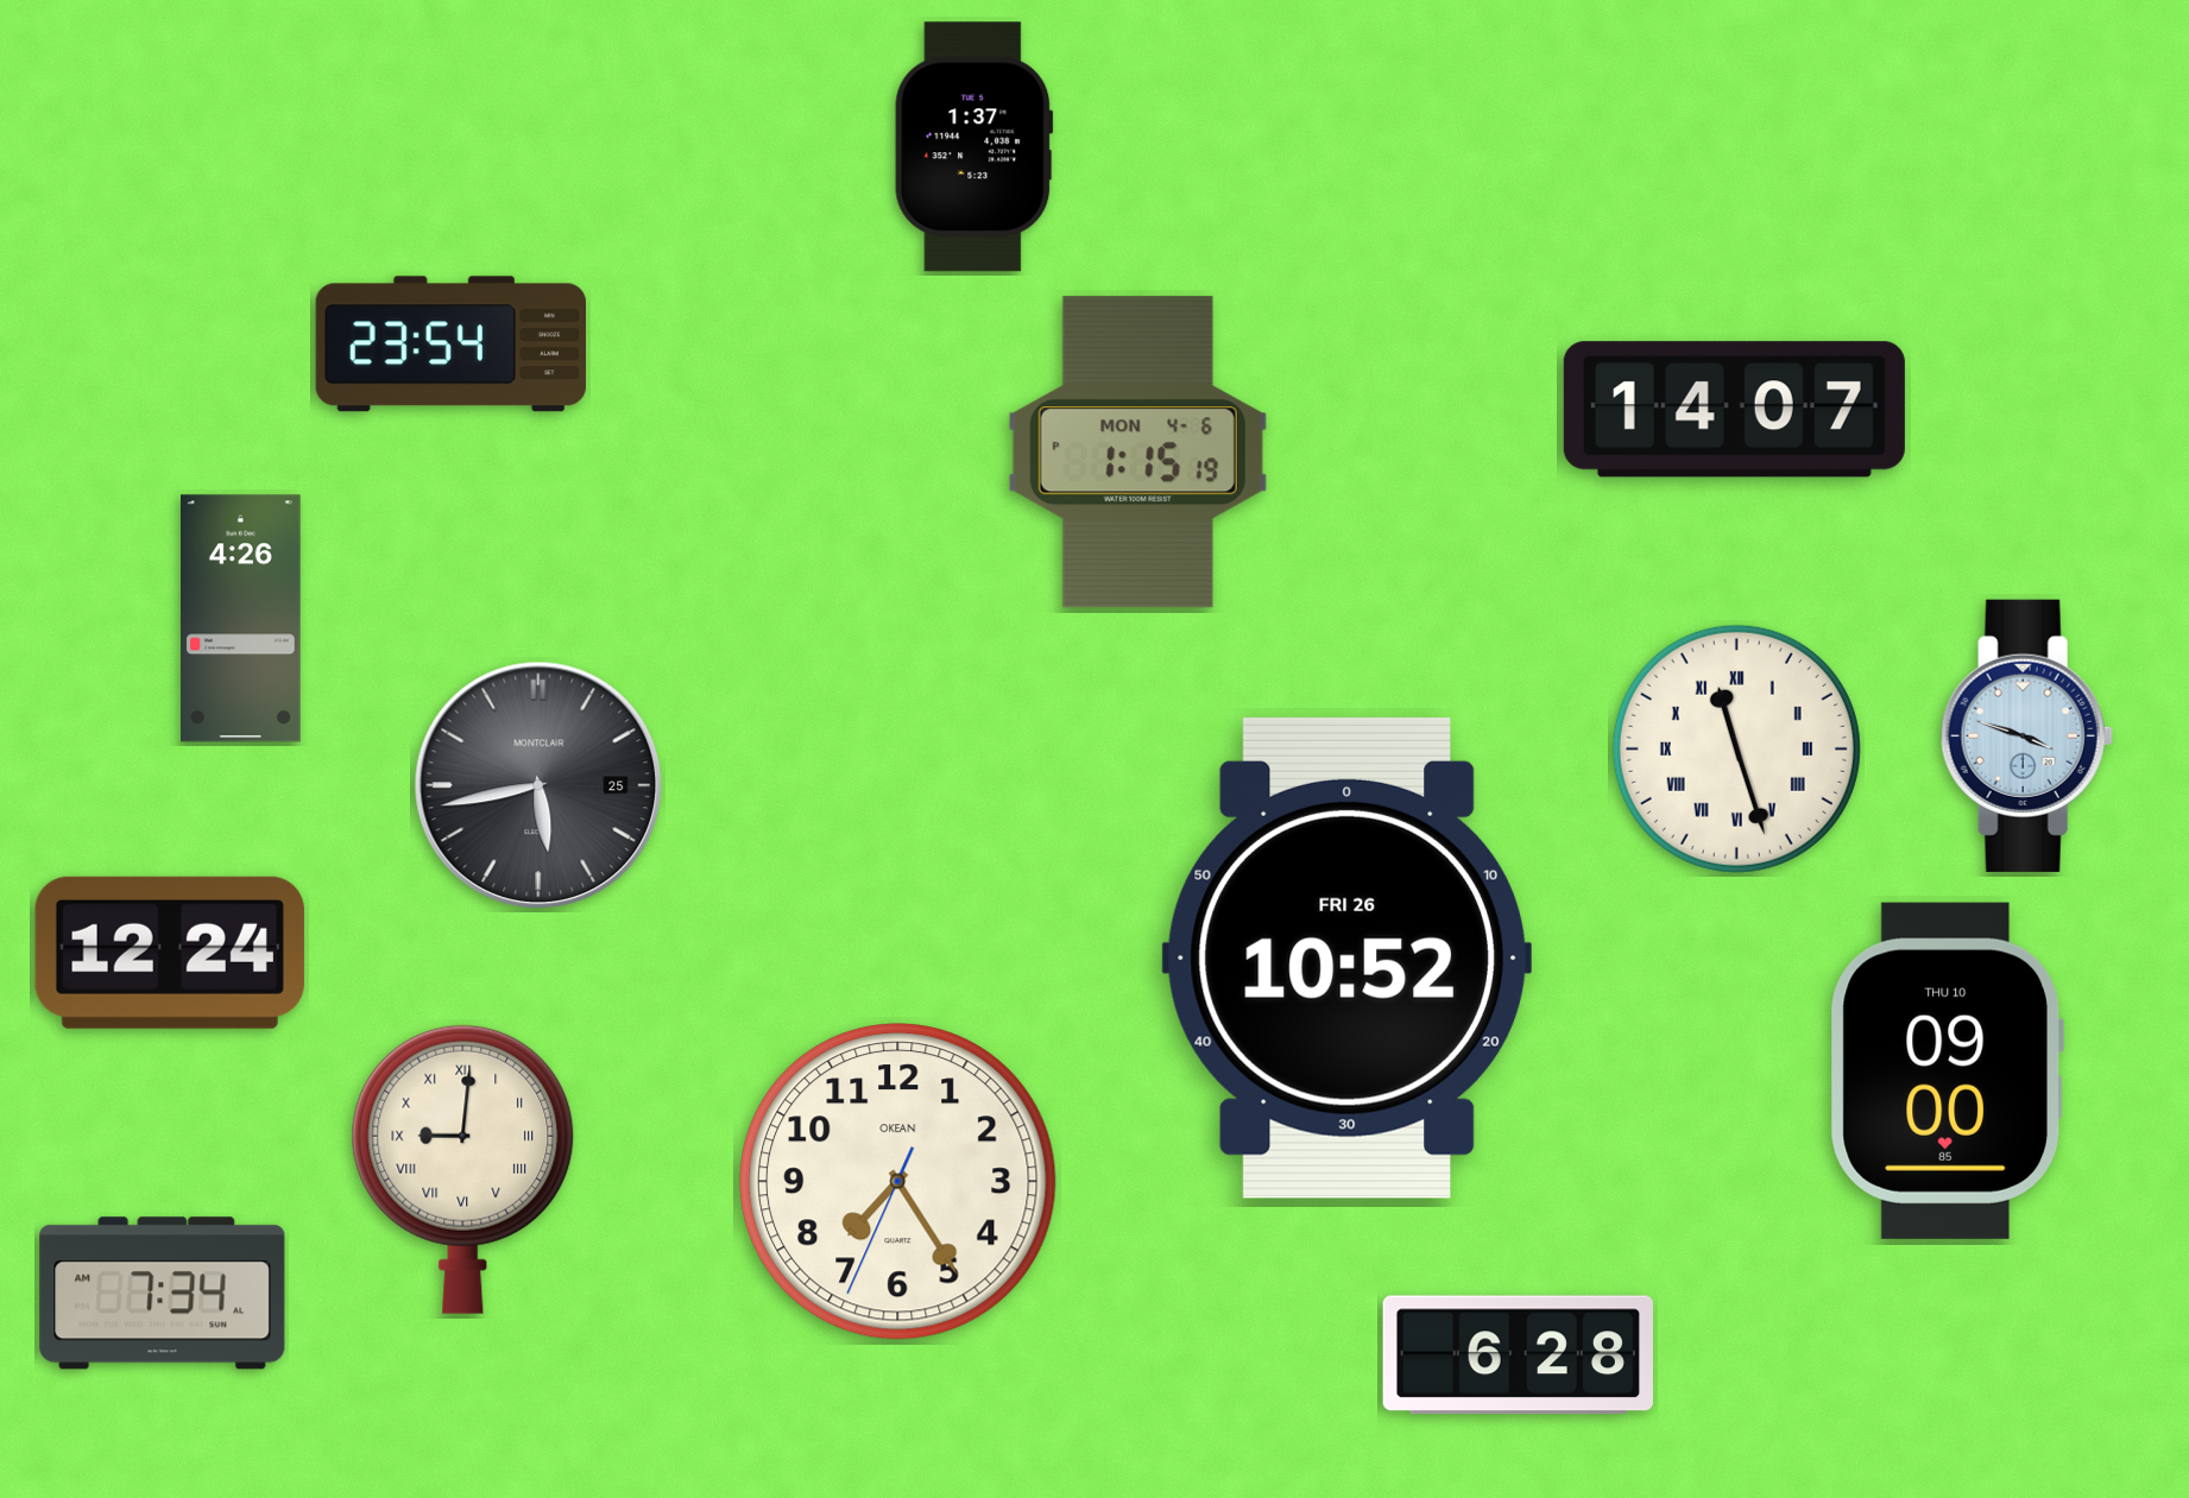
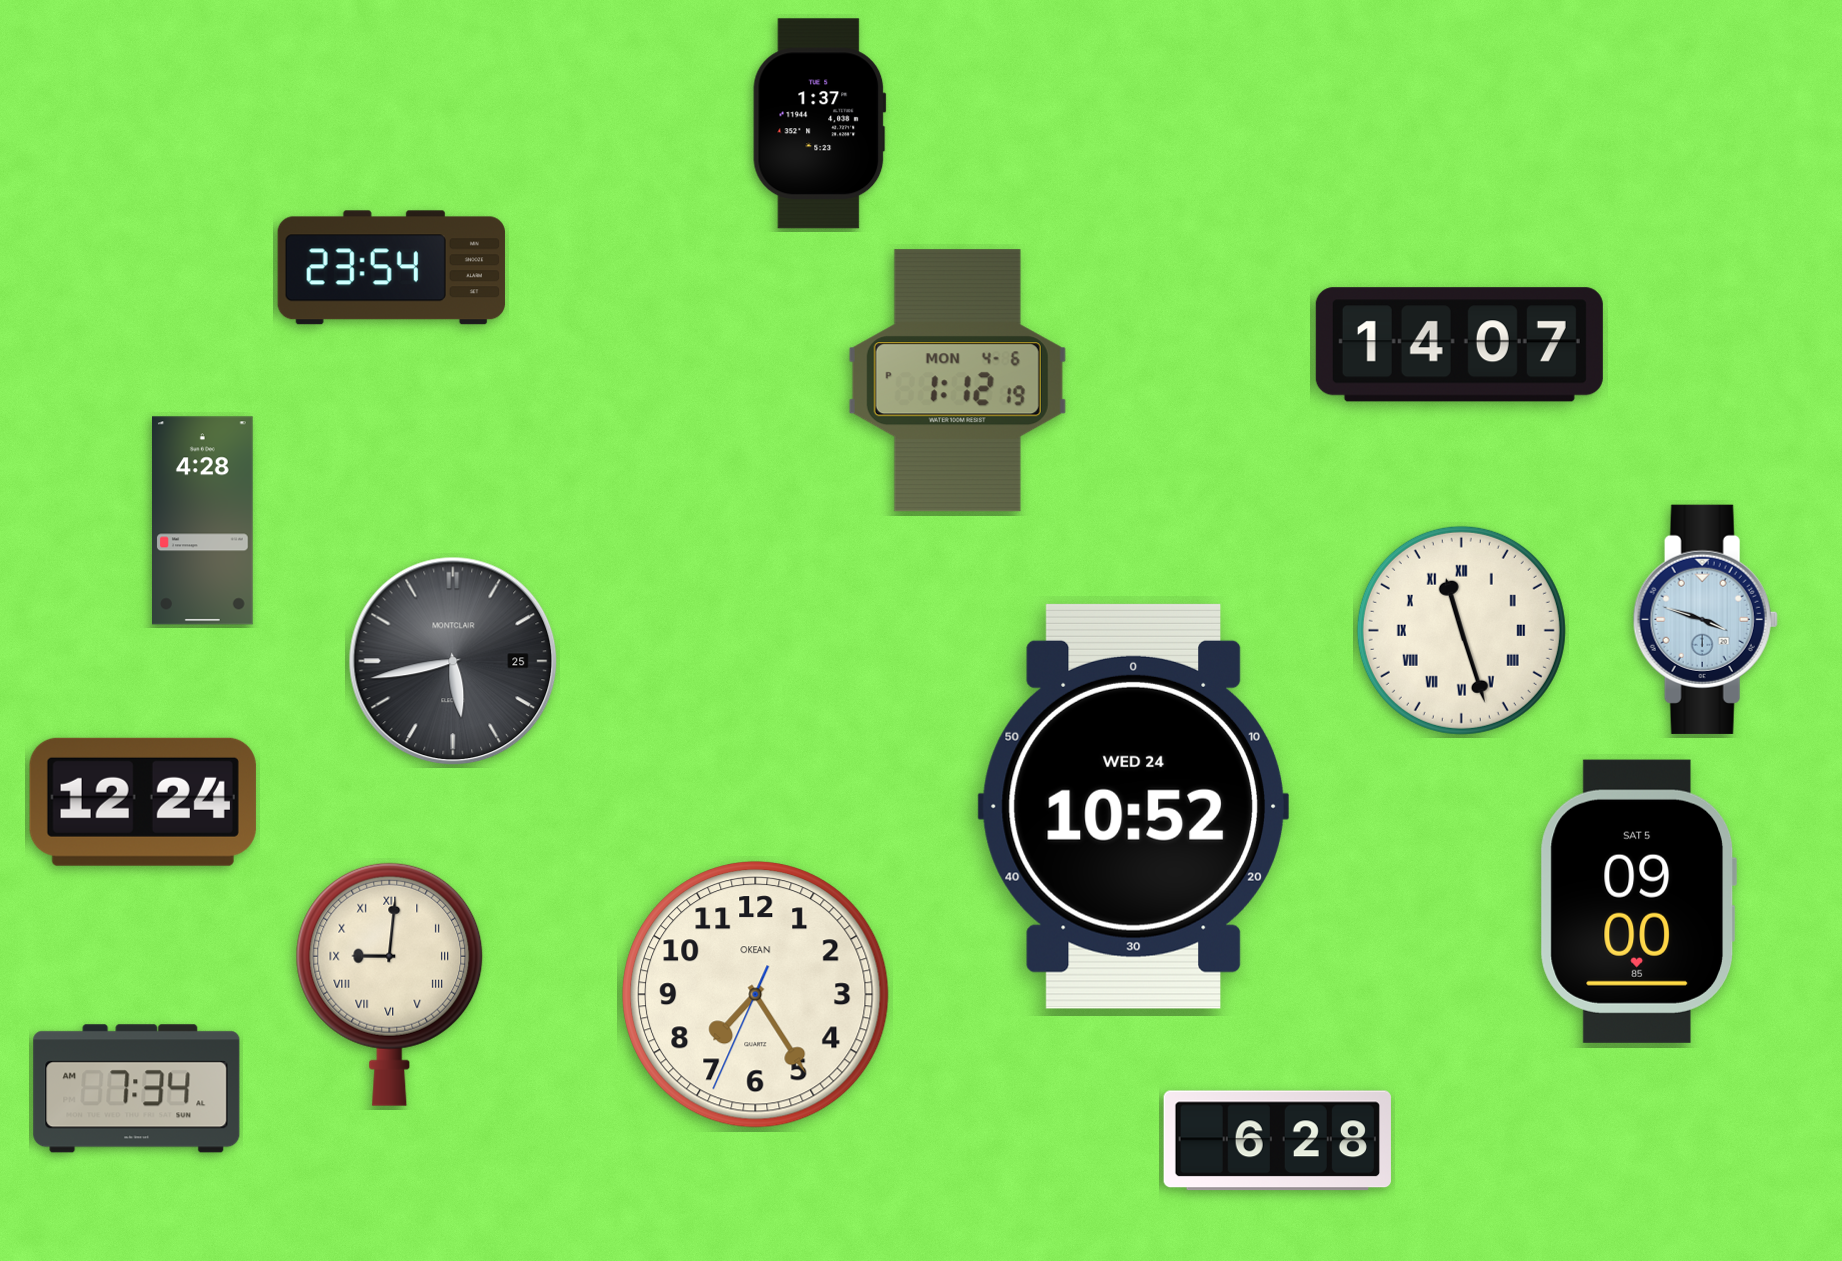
clock at (450, 345) position: (450, 345) -> (391, 268)
clock at (1137, 453): 1:15 -> 1:12
clock at (241, 619): 4:26 -> 4:28
clock at (1346, 957) date: FRI 26 -> WED 24
clock at (1947, 1070) date: THU 10 -> SAT 5
